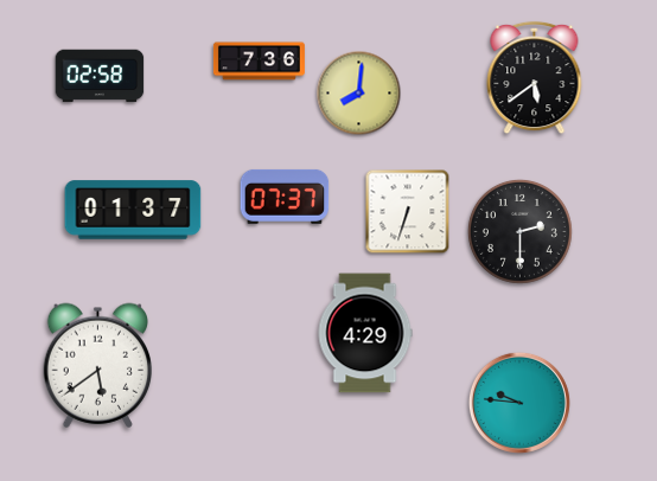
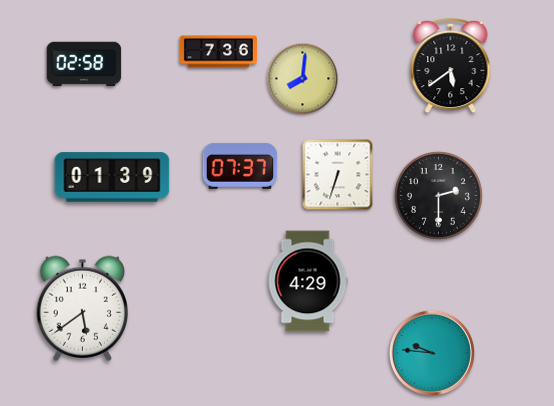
clock at (133, 210): 01:37 -> 01:39
clock at (408, 212) position: (408, 212) -> (338, 175)
clock at (519, 403) position: (519, 403) -> (432, 353)
